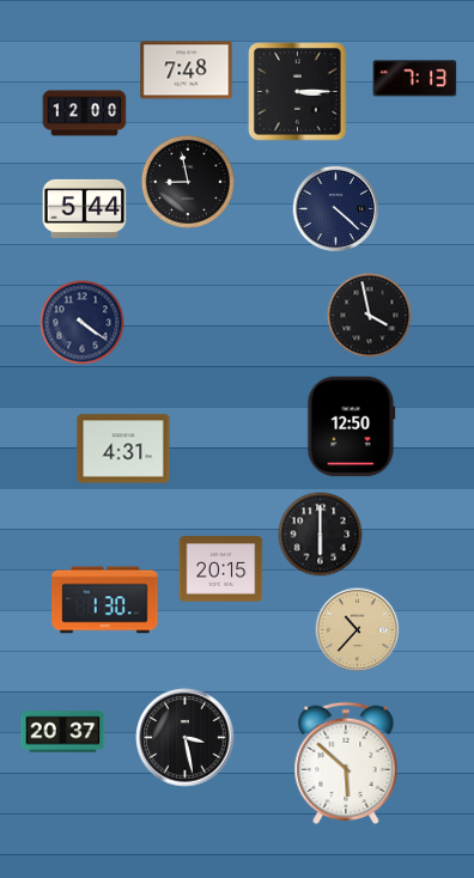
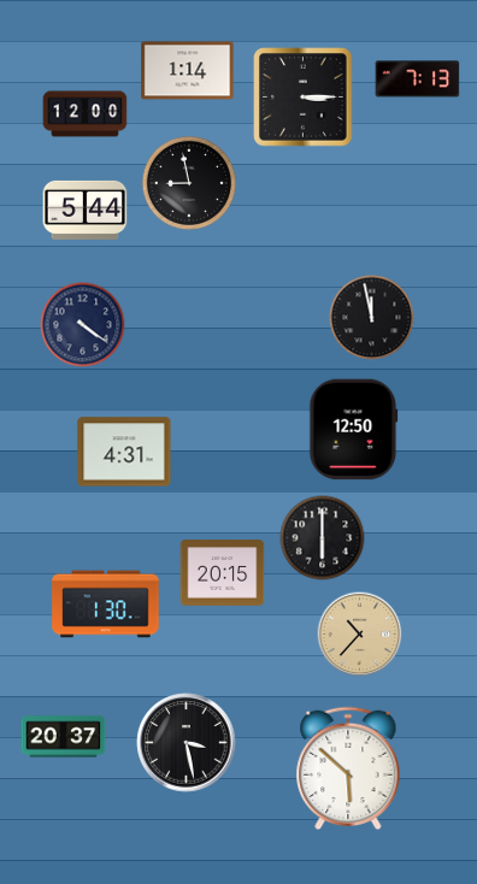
clock at (187, 71): 7:48 -> 1:14
clock at (298, 92) position: (298, 92) -> (304, 98)
clock at (336, 209): 4:22 -> none
clock at (370, 316): 3:58 -> 11:58
